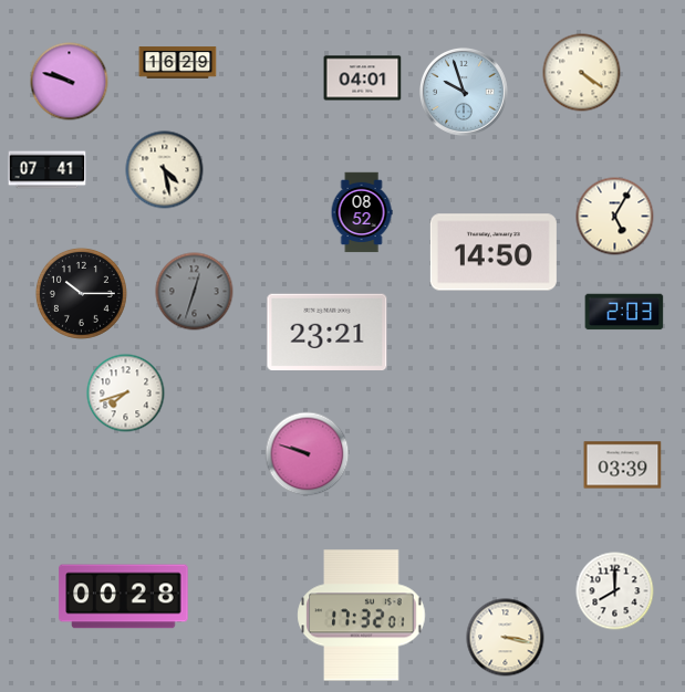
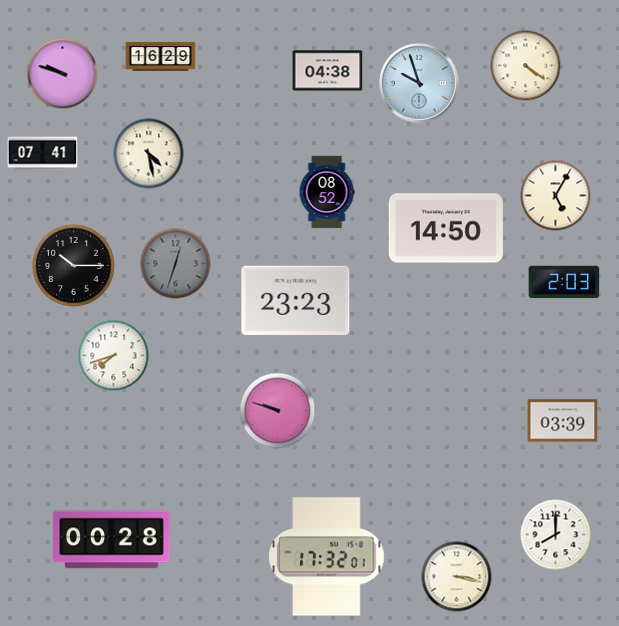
clock at (363, 78): 04:01 -> 04:38
clock at (328, 332): 23:21 -> 23:23
